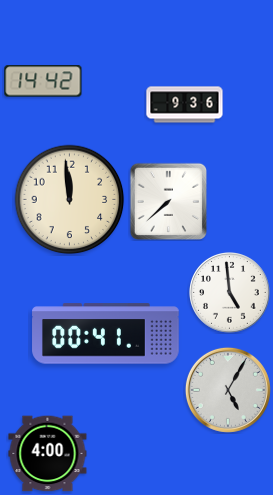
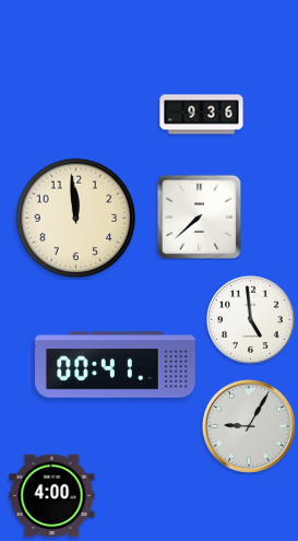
clock at (43, 81): 14:42 -> none
clock at (168, 201) position: (168, 201) -> (199, 216)
clock at (228, 390): 5:05 -> 9:05
